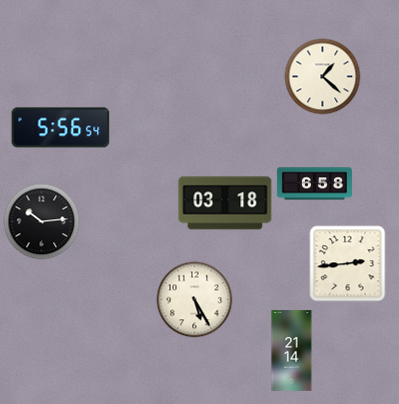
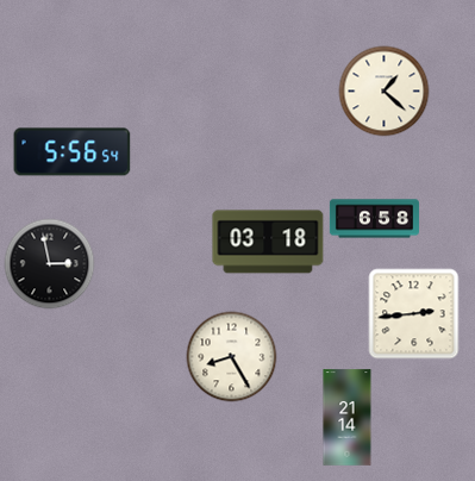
clock at (42, 222): 10:14 -> 2:58
clock at (195, 300): 5:25 -> 8:25
